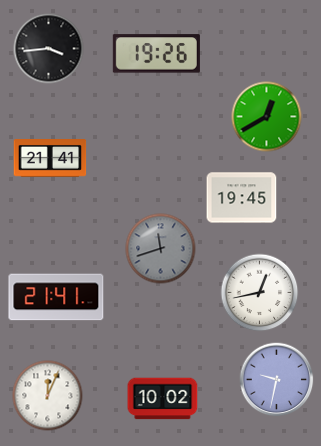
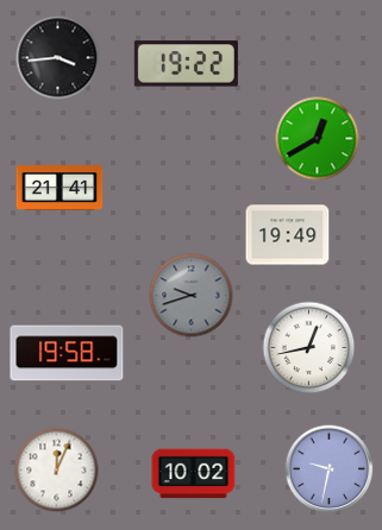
clock at (156, 54): 19:26 -> 19:22
clock at (242, 198): 19:45 -> 19:49
clock at (161, 249): 11:42 -> 9:42
clock at (56, 297): 21:41 -> 19:58
clock at (277, 380) position: (277, 380) -> (330, 469)
